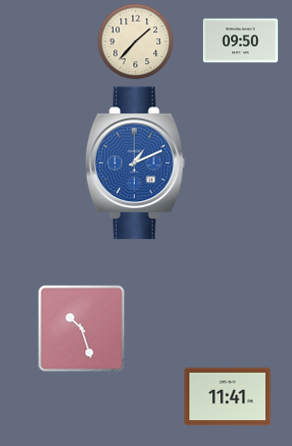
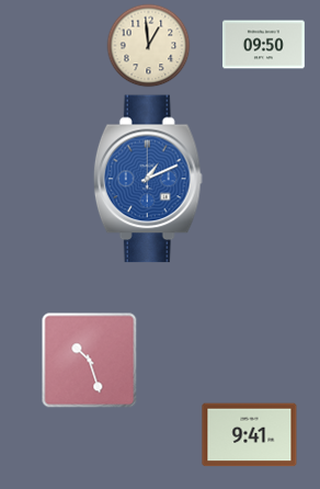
clock at (136, 42): 1:37 -> 12:59
clock at (228, 397): 11:41 -> 9:41
